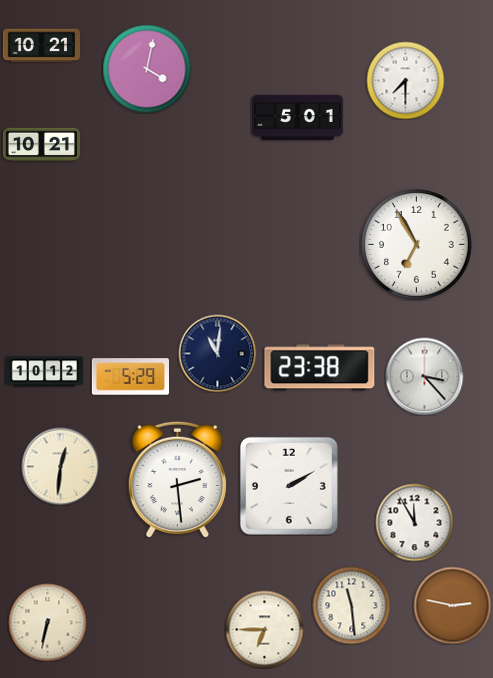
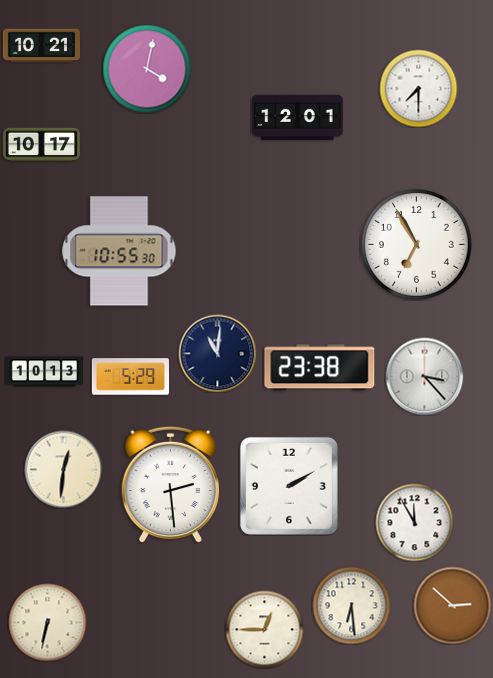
clock at (405, 80) position: (405, 80) -> (418, 88)
clock at (298, 117): 5:01 -> 12:01
clock at (41, 145): 10:21 -> 10:17
clock at (119, 251): none -> 10:55
clock at (44, 372): 10:12 -> 10:13
clock at (60, 466) position: (60, 466) -> (63, 469)
clock at (177, 479) position: (177, 479) -> (170, 484)
clock at (351, 605): 11:29 -> 6:29
clock at (452, 605): 2:47 -> 2:52
clock at (264, 629): 6:45 -> 12:45
